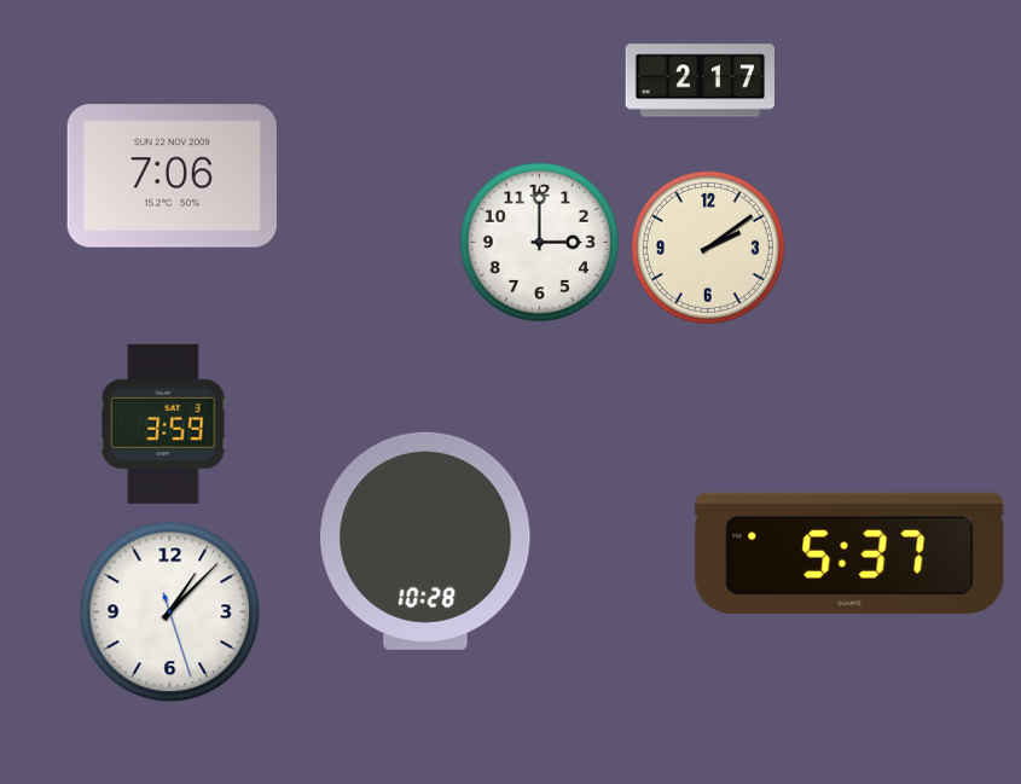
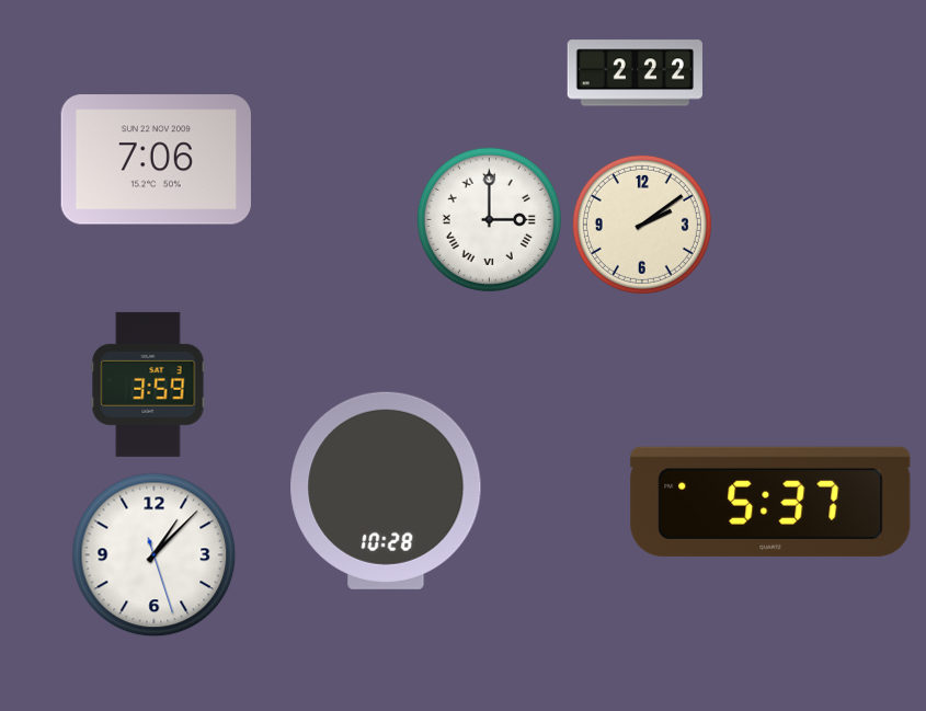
clock at (700, 81): 2:17 -> 2:22
clock at (539, 242) numerals: Arabic -> Roman
